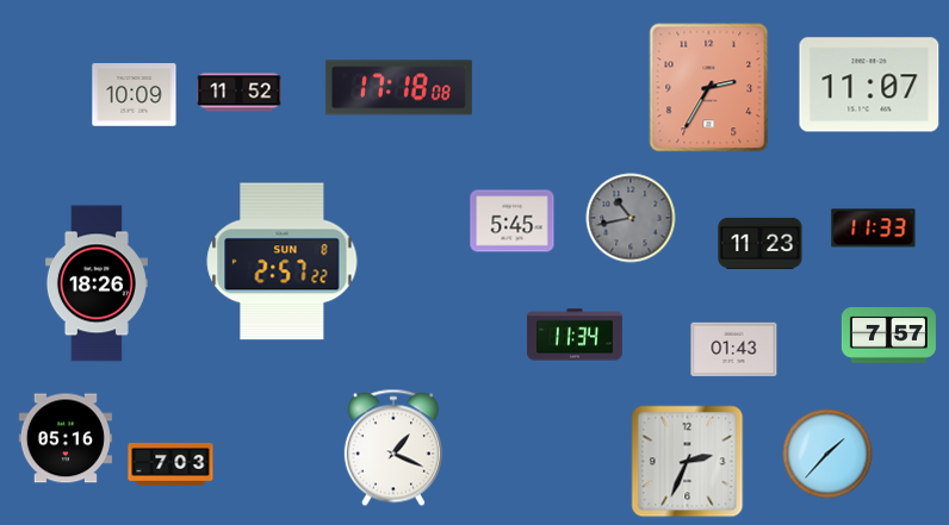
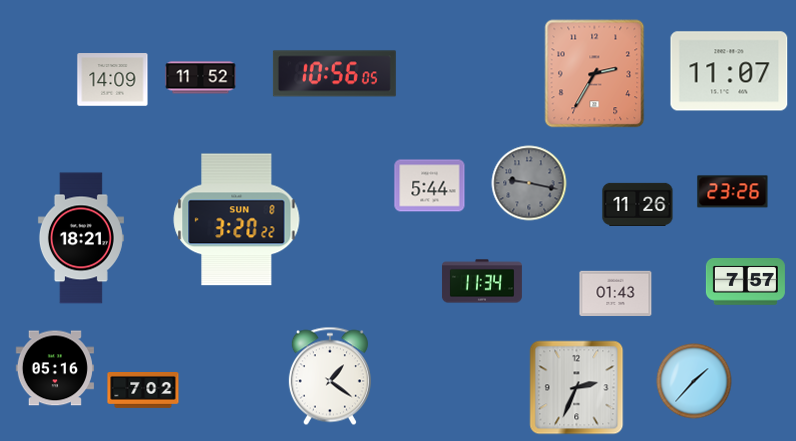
clock at (398, 88): 17:18 -> 10:56
clock at (135, 95): 10:09 -> 14:09
clock at (631, 218): 10:43 -> 9:17
clock at (513, 221): 5:45 -> 5:44
clock at (874, 229): 11:33 -> 23:26
clock at (761, 243): 11:23 -> 11:26
clock at (283, 262): 2:57 -> 3:20
clock at (97, 283): 18:26 -> 18:21
clock at (393, 448): 1:19 -> 1:21
clock at (170, 465): 7:03 -> 7:02
